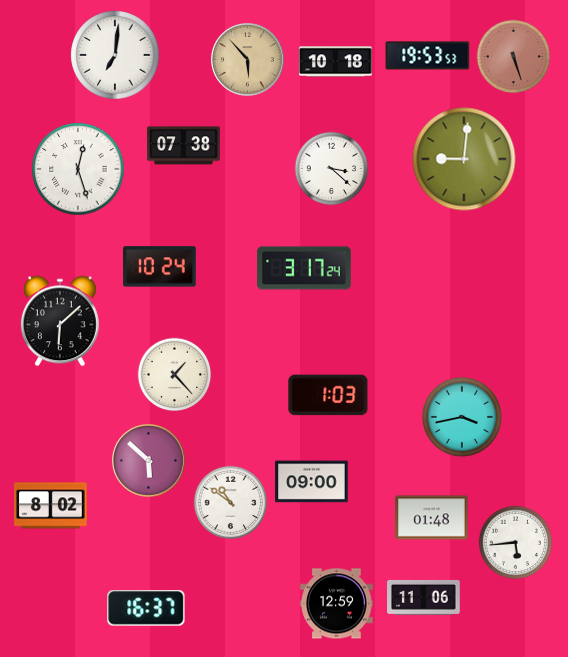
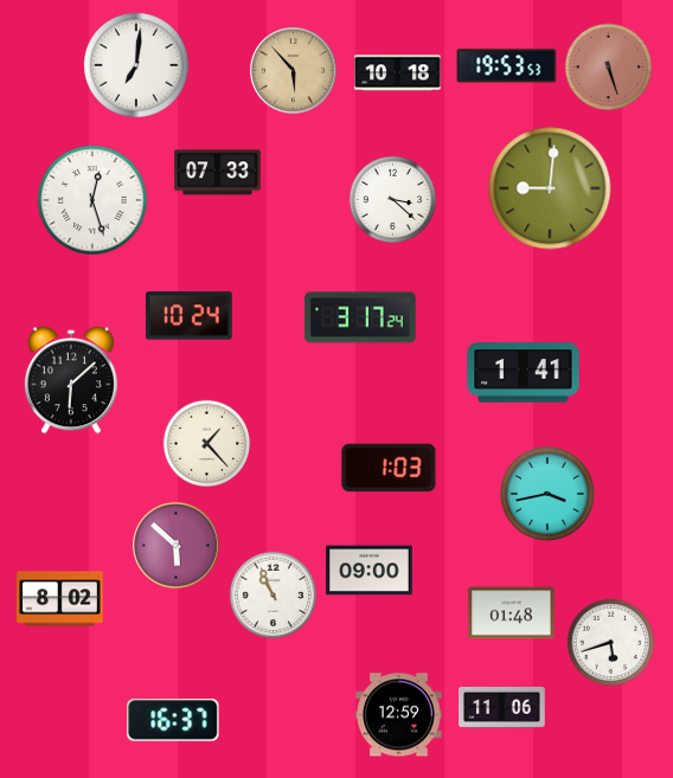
clock at (184, 146): 07:38 -> 07:33
clock at (524, 373): none -> 1:41
clock at (231, 503): 10:51 -> 10:56
clock at (516, 543): 5:44 -> 5:42
